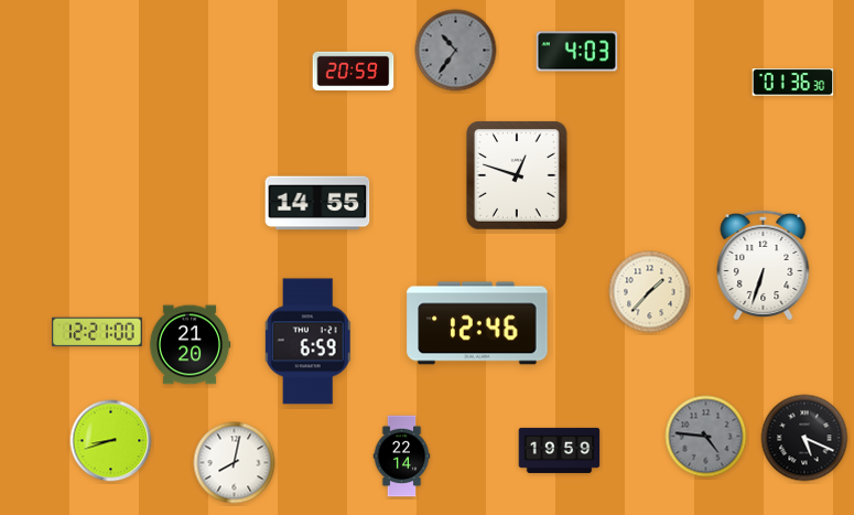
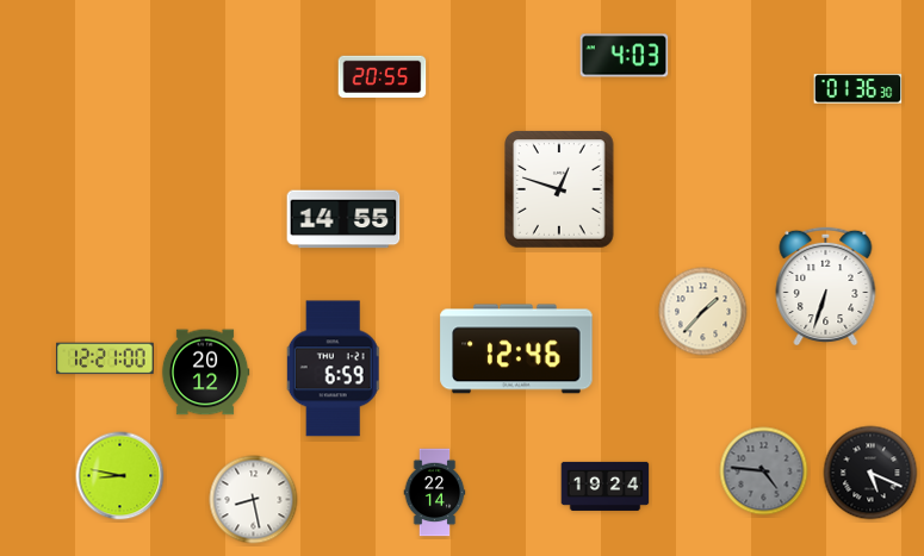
clock at (456, 51): 10:36 -> none
clock at (354, 72): 20:59 -> 20:55
clock at (650, 292) position: (650, 292) -> (703, 312)
clock at (190, 345): 21:20 -> 20:12
clock at (111, 441): 8:42 -> 8:47
clock at (560, 450): 19:59 -> 19:24
clock at (235, 463): 8:02 -> 8:28
